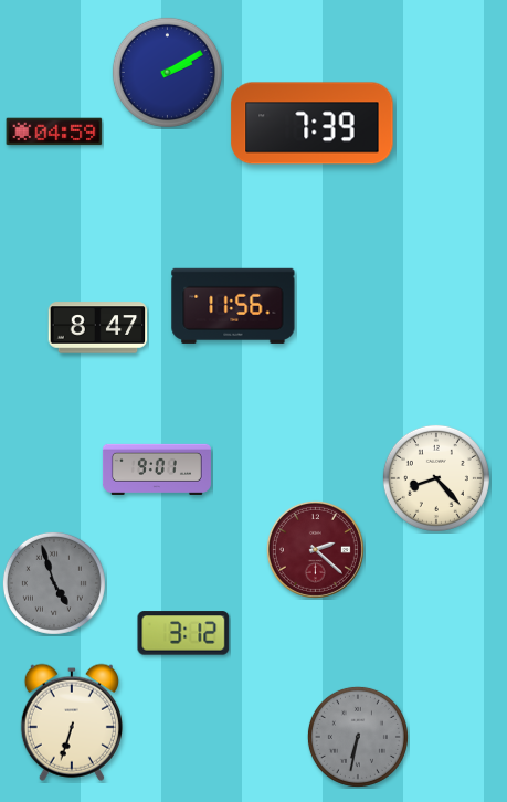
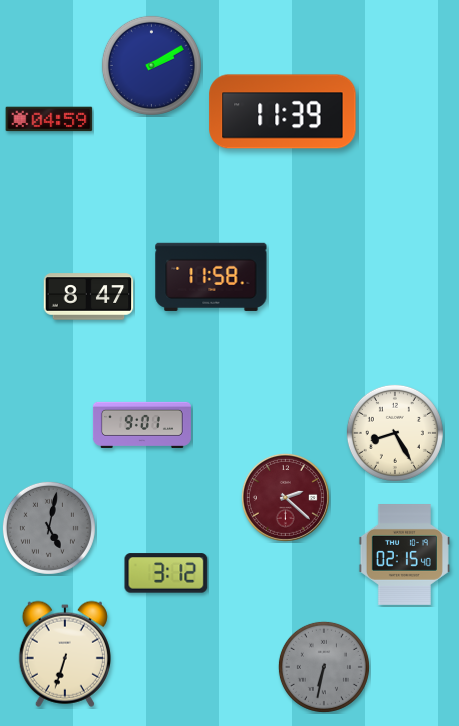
clock at (313, 124): 7:39 -> 11:39
clock at (233, 306): 11:56 -> 11:58
clock at (436, 478): 8:23 -> 8:25
clock at (54, 583): 4:57 -> 5:02
clock at (404, 555): none -> 02:15
